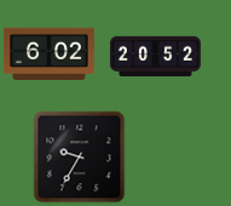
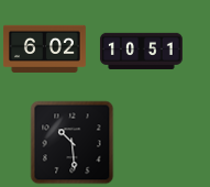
clock at (155, 56): 20:52 -> 10:51
clock at (80, 158): 9:35 -> 10:29
